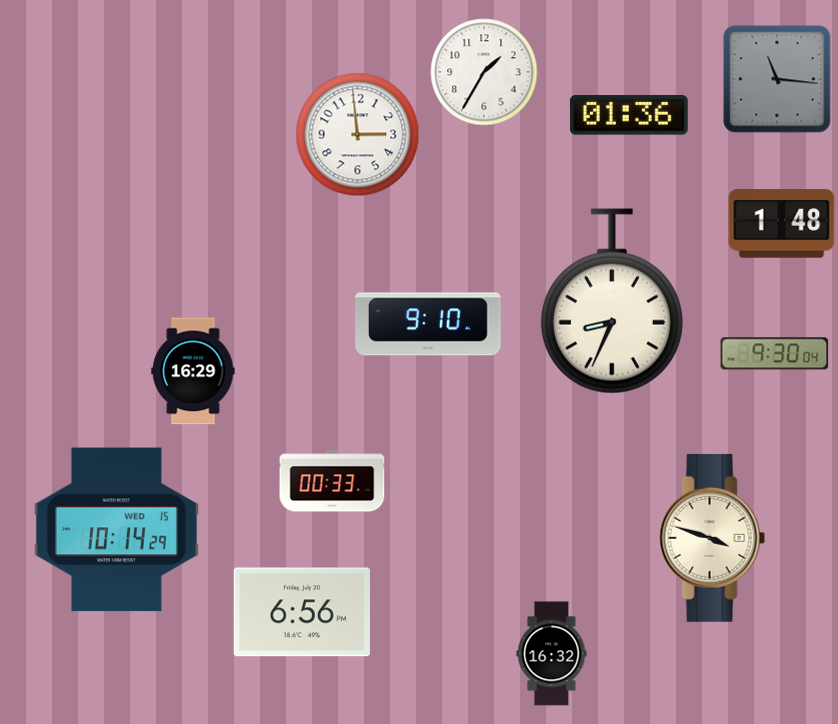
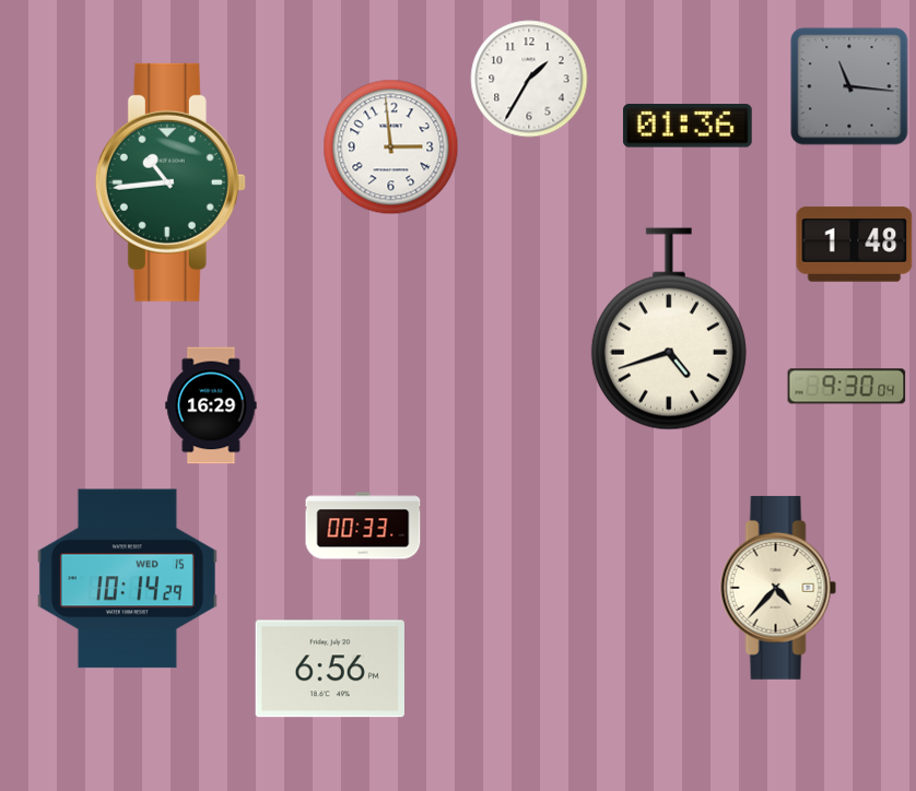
clock at (171, 182): none -> 10:44
clock at (612, 301): 8:34 -> 4:42
clock at (428, 324): 9:10 -> none
clock at (712, 538): 3:48 -> 4:37
clock at (552, 654): 16:32 -> none
